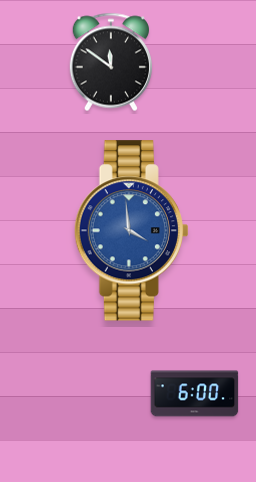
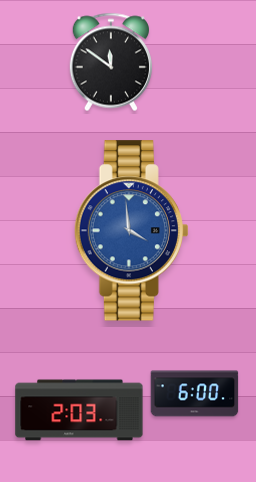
clock at (79, 410): none -> 2:03
